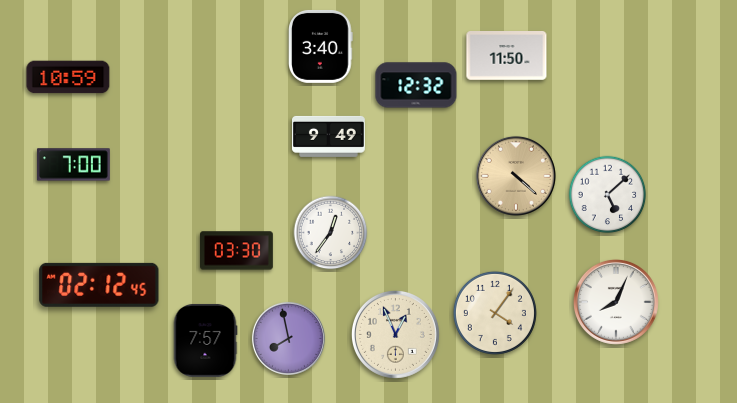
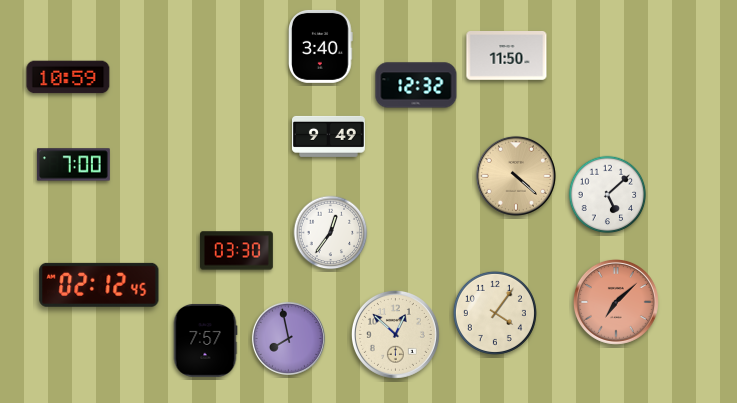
clock at (616, 302): 8:04 -> 7:08
clock at (616, 302) dial: white -> salmon
clock at (395, 334): 12:56 -> 12:52
